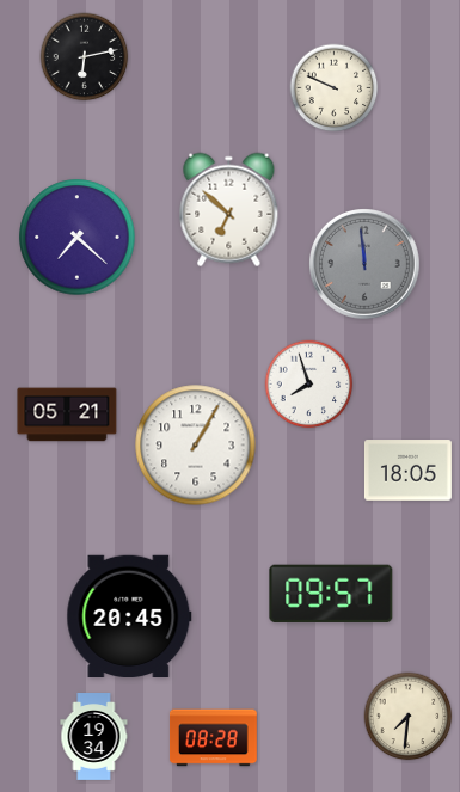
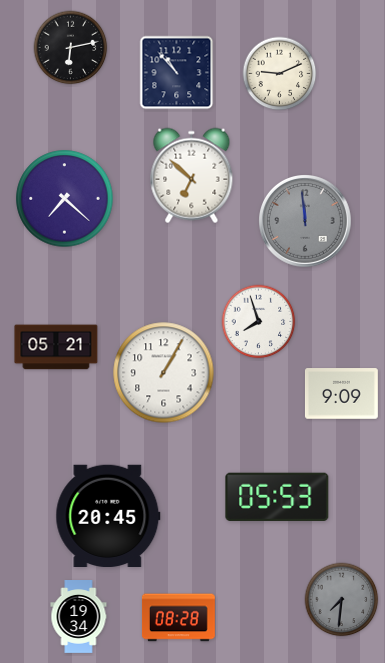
clock at (177, 73): none -> 10:53
clock at (335, 88): 9:49 -> 9:11
clock at (407, 471): 18:05 -> 9:09
clock at (331, 594): 09:57 -> 05:53
clock at (409, 717) dial: cream -> grey
